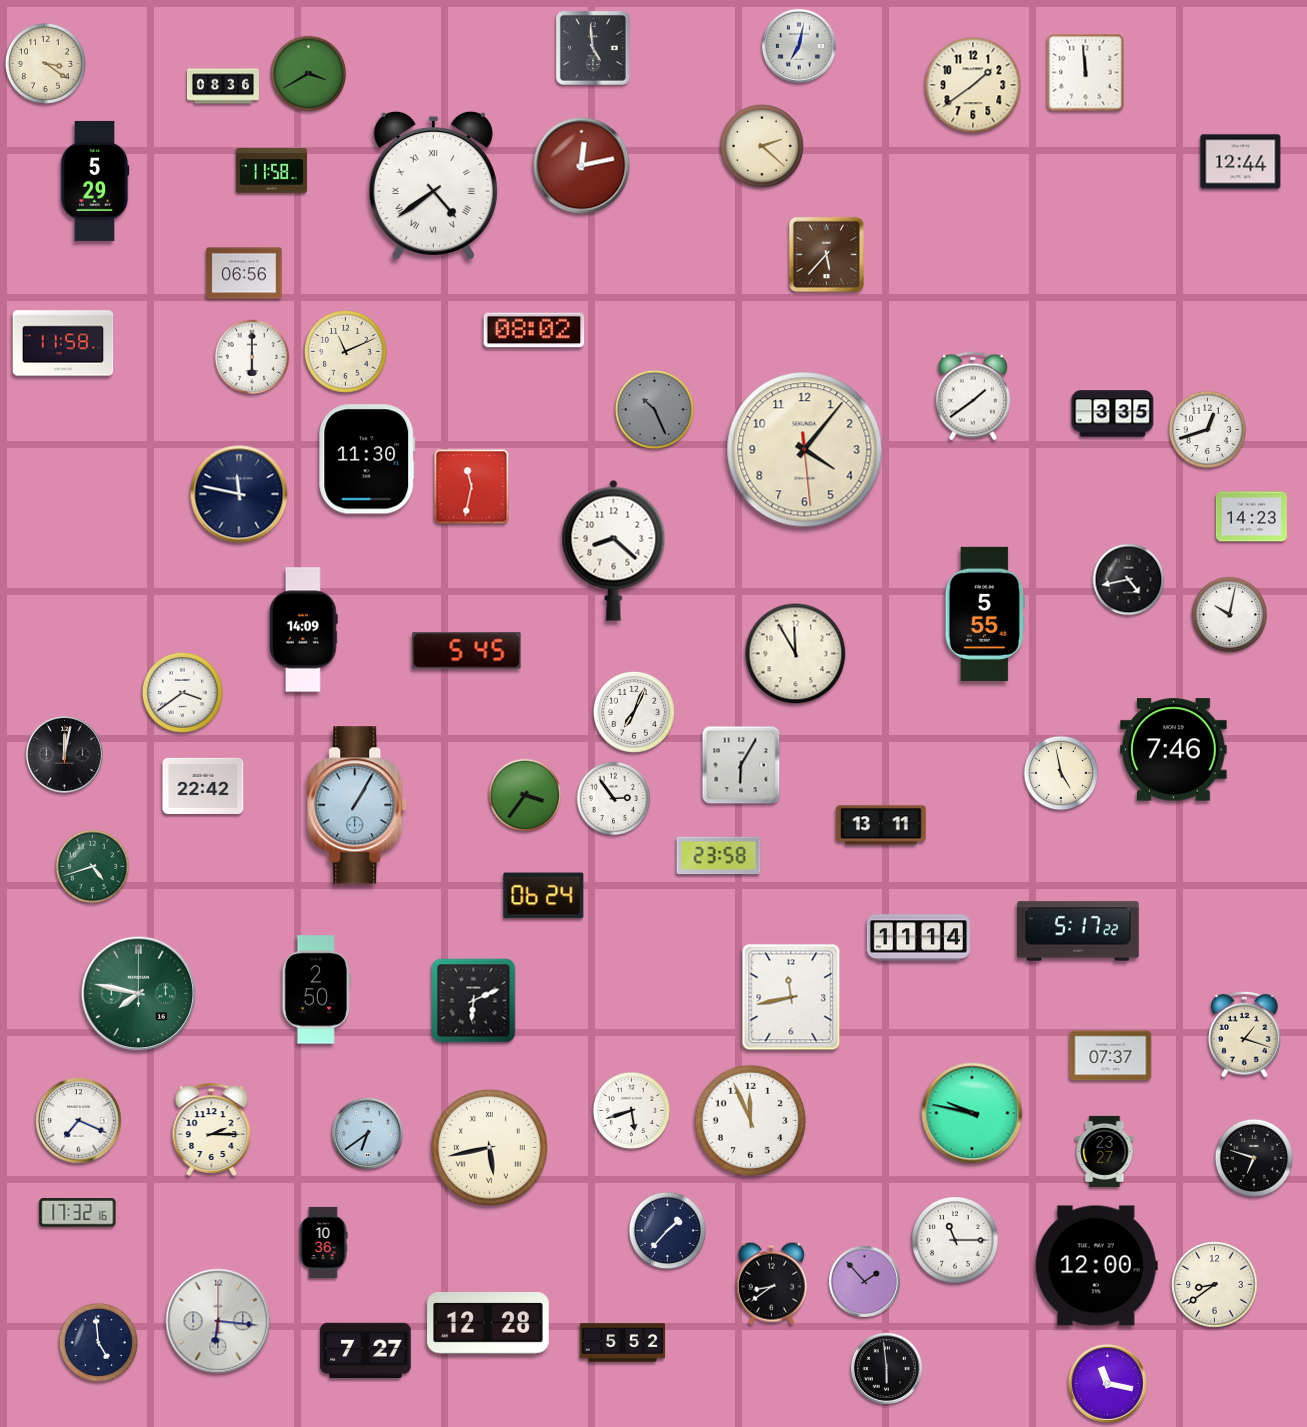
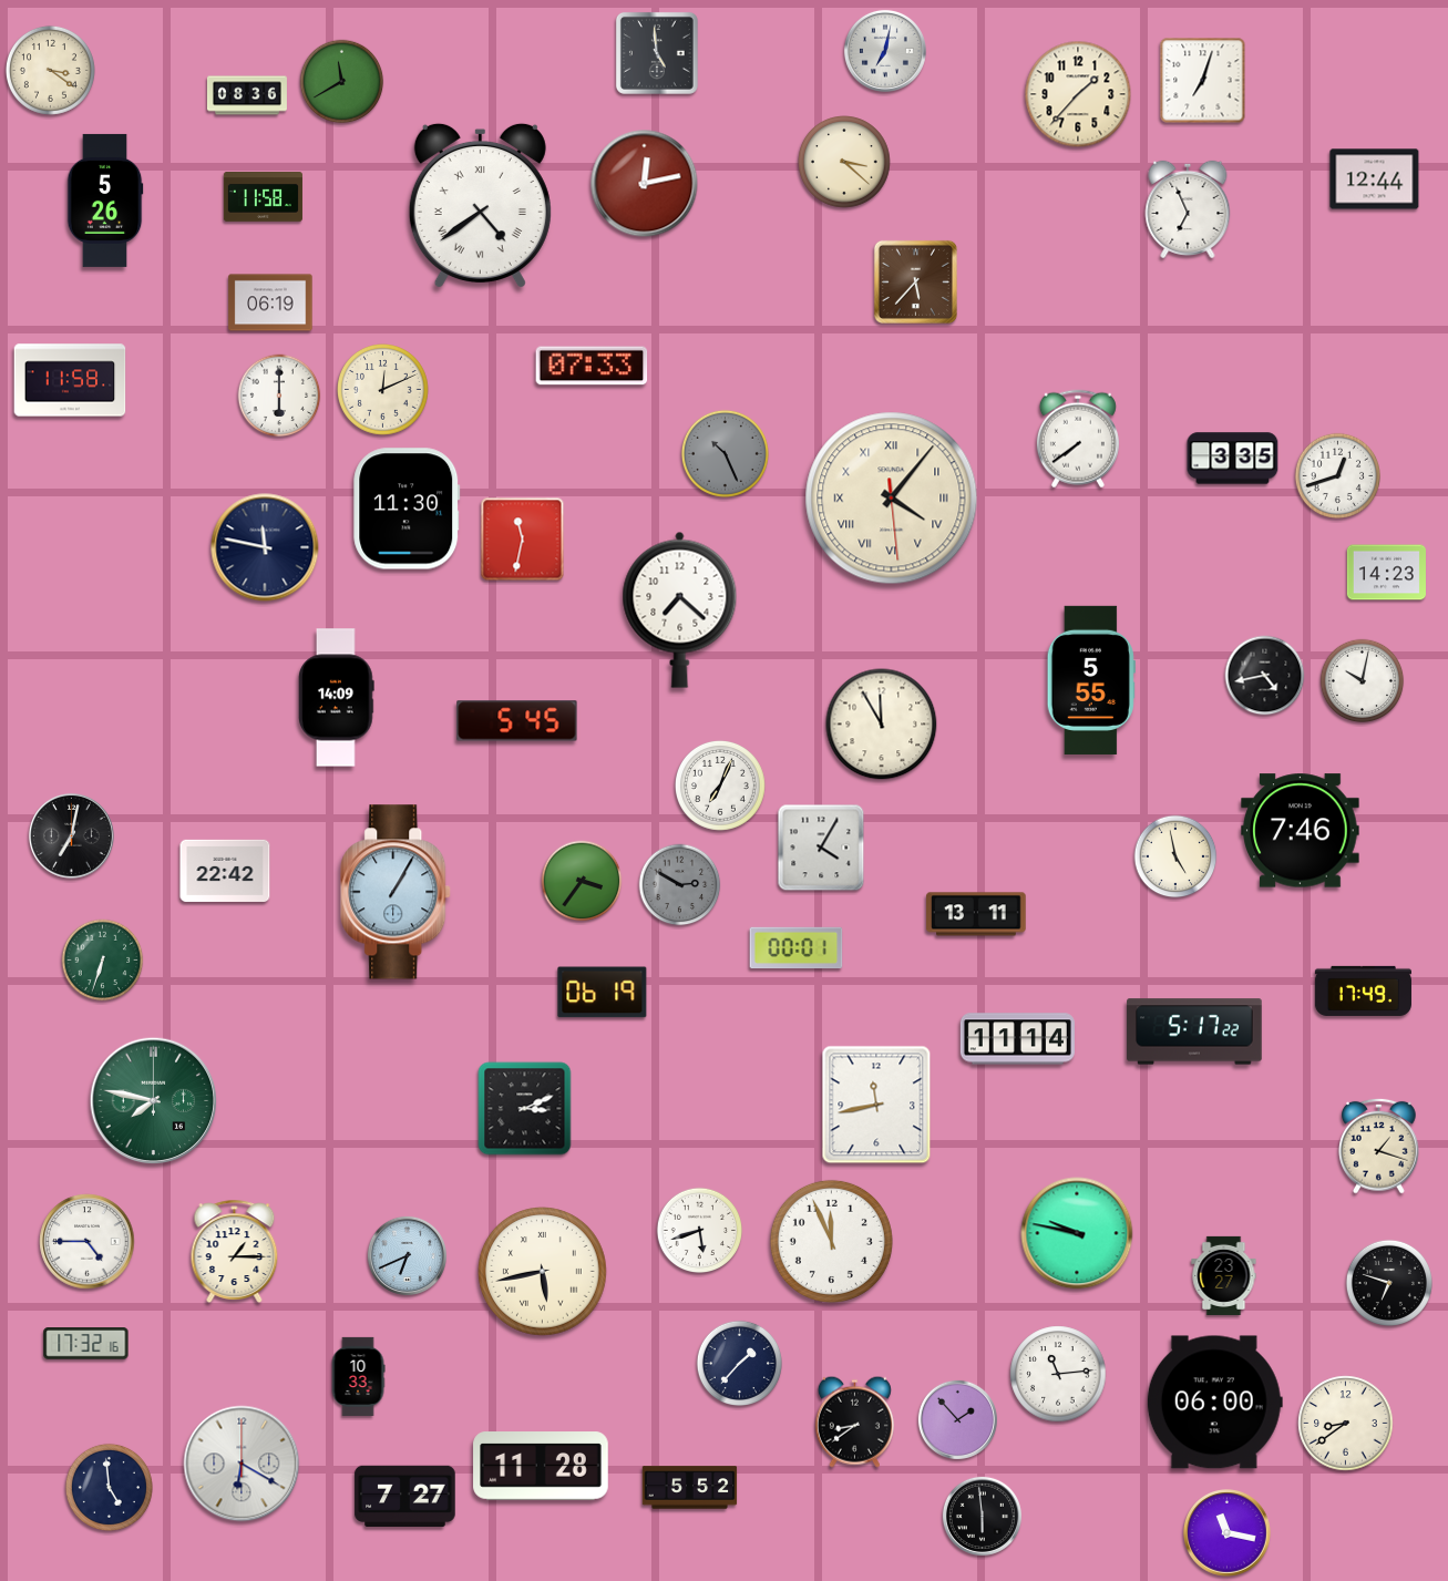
clock at (1086, 73): 11:59 -> 7:03
clock at (309, 74): 3:40 -> 11:40
clock at (973, 85): 1:39 -> 1:37
clock at (762, 146): 2:22 -> 3:22
clock at (271, 171) position: (271, 171) -> (263, 197)
clock at (95, 181): 5:29 -> 5:26
clock at (1188, 209): none -> 6:56
clock at (244, 273): 06:56 -> 06:19
clock at (534, 330): 08:02 -> 07:33
clock at (346, 352): 11:11 -> 12:11
clock at (973, 396): 1:39 -> 7:39
clock at (805, 450) numerals: Arabic -> Roman
clock at (614, 550): 8:22 -> 7:22
clock at (1129, 580) position: (1129, 580) -> (1265, 676)
clock at (182, 692): 3:39 -> none
clock at (634, 712) position: (634, 712) -> (720, 786)
clock at (64, 754): 12:02 -> 7:02
clock at (741, 765): 6:05 -> 4:05
clock at (614, 799): 2:54 -> 2:50
clock at (614, 799) dial: white -> grey
clock at (719, 856): 23:58 -> 00:01
clock at (93, 867): 4:42 -> 6:33
clock at (1363, 990): none -> 17:49
clock at (544, 896): 06:24 -> 06:19
clock at (316, 990): 2:50 -> none
clock at (474, 1001): 6:11 -> 3:11
clock at (1111, 1056): 07:37 -> none
clock at (79, 1121): 7:19 -> 4:45
clock at (212, 1129): 2:15 -> 1:15
clock at (367, 1133): 6:39 -> 6:41
clock at (955, 1240): 11:15 -> 11:14
clock at (323, 1242): 10:36 -> 10:33
clock at (1096, 1266): 12:00 -> 06:00
clock at (218, 1321): 6:16 -> 6:20
clock at (488, 1323): 12:28 -> 11:28
